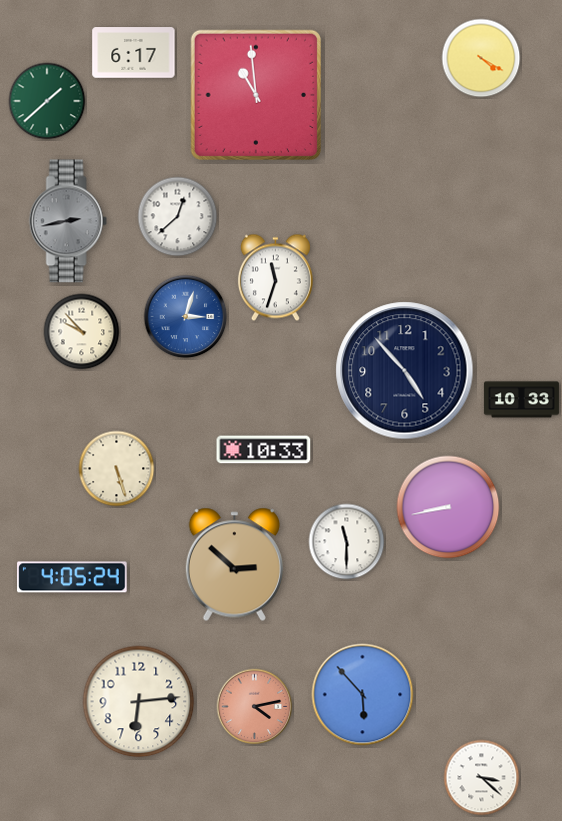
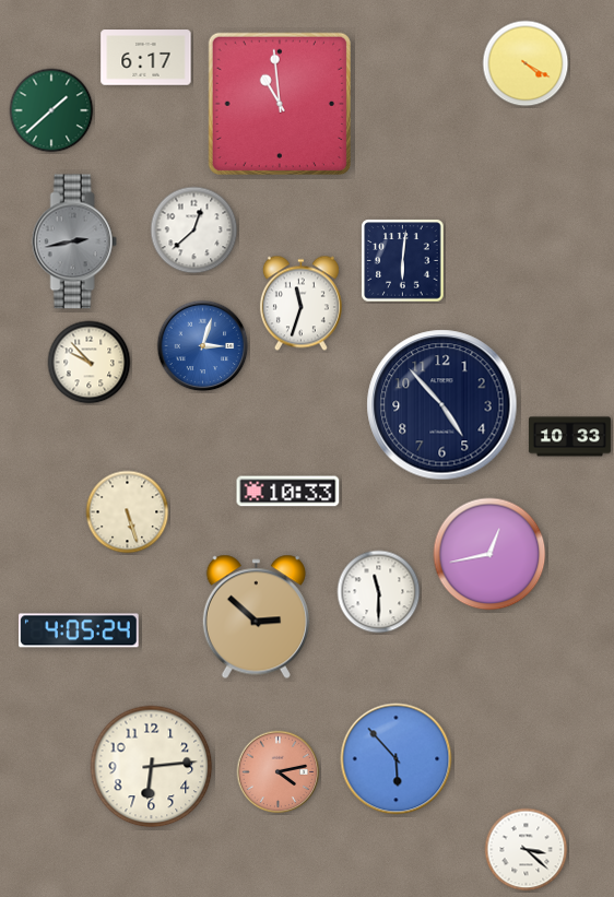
clock at (178, 217) position: (178, 217) -> (194, 231)
clock at (403, 261): none -> 6:01
clock at (448, 507): 8:43 -> 12:43
